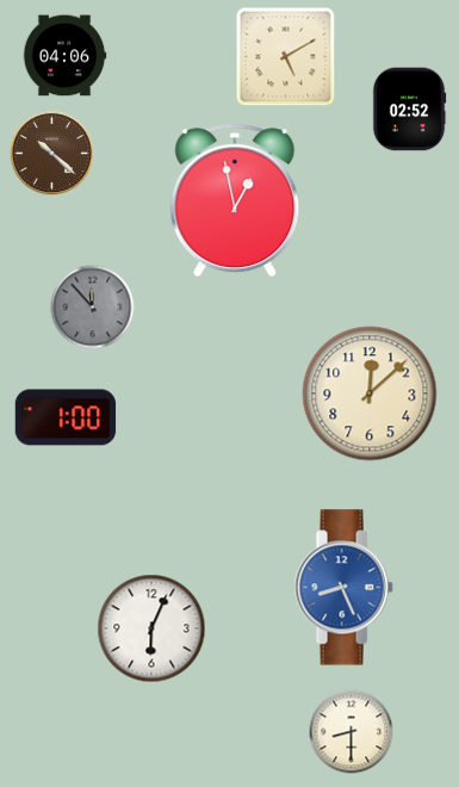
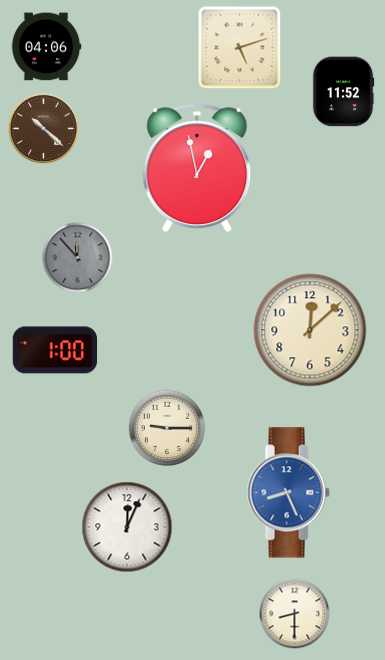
clock at (64, 56) position: (64, 56) -> (46, 47)
clock at (286, 57): 5:10 -> 5:12
clock at (409, 110): 02:52 -> 11:52
clock at (167, 428): none -> 9:15
clock at (151, 628): 6:04 -> 12:04
